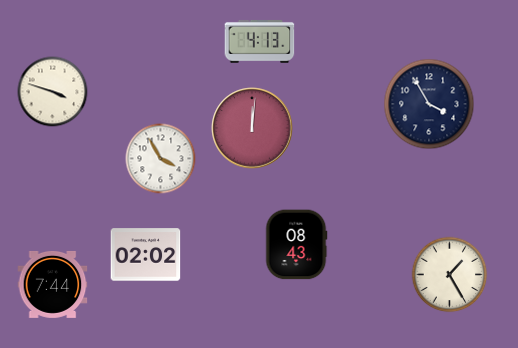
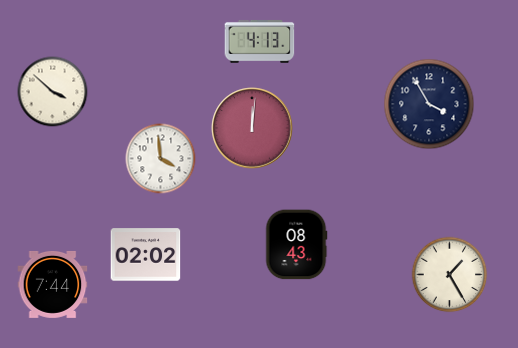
clock at (53, 92): 3:48 -> 3:52
clock at (161, 159): 3:55 -> 3:59
